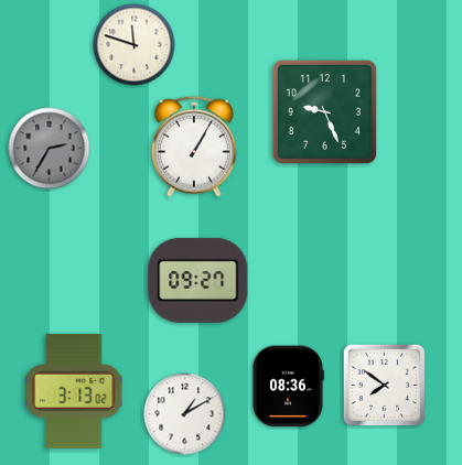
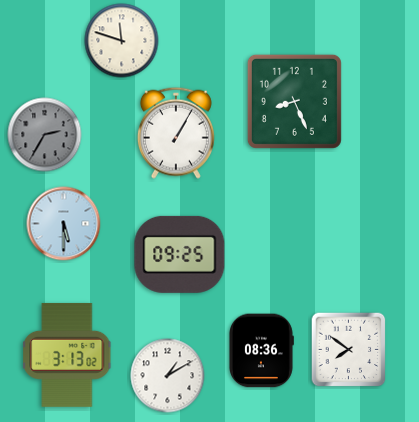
clock at (324, 111): 9:26 -> 8:26
clock at (64, 224): none -> 5:30
clock at (198, 280): 09:27 -> 09:25
